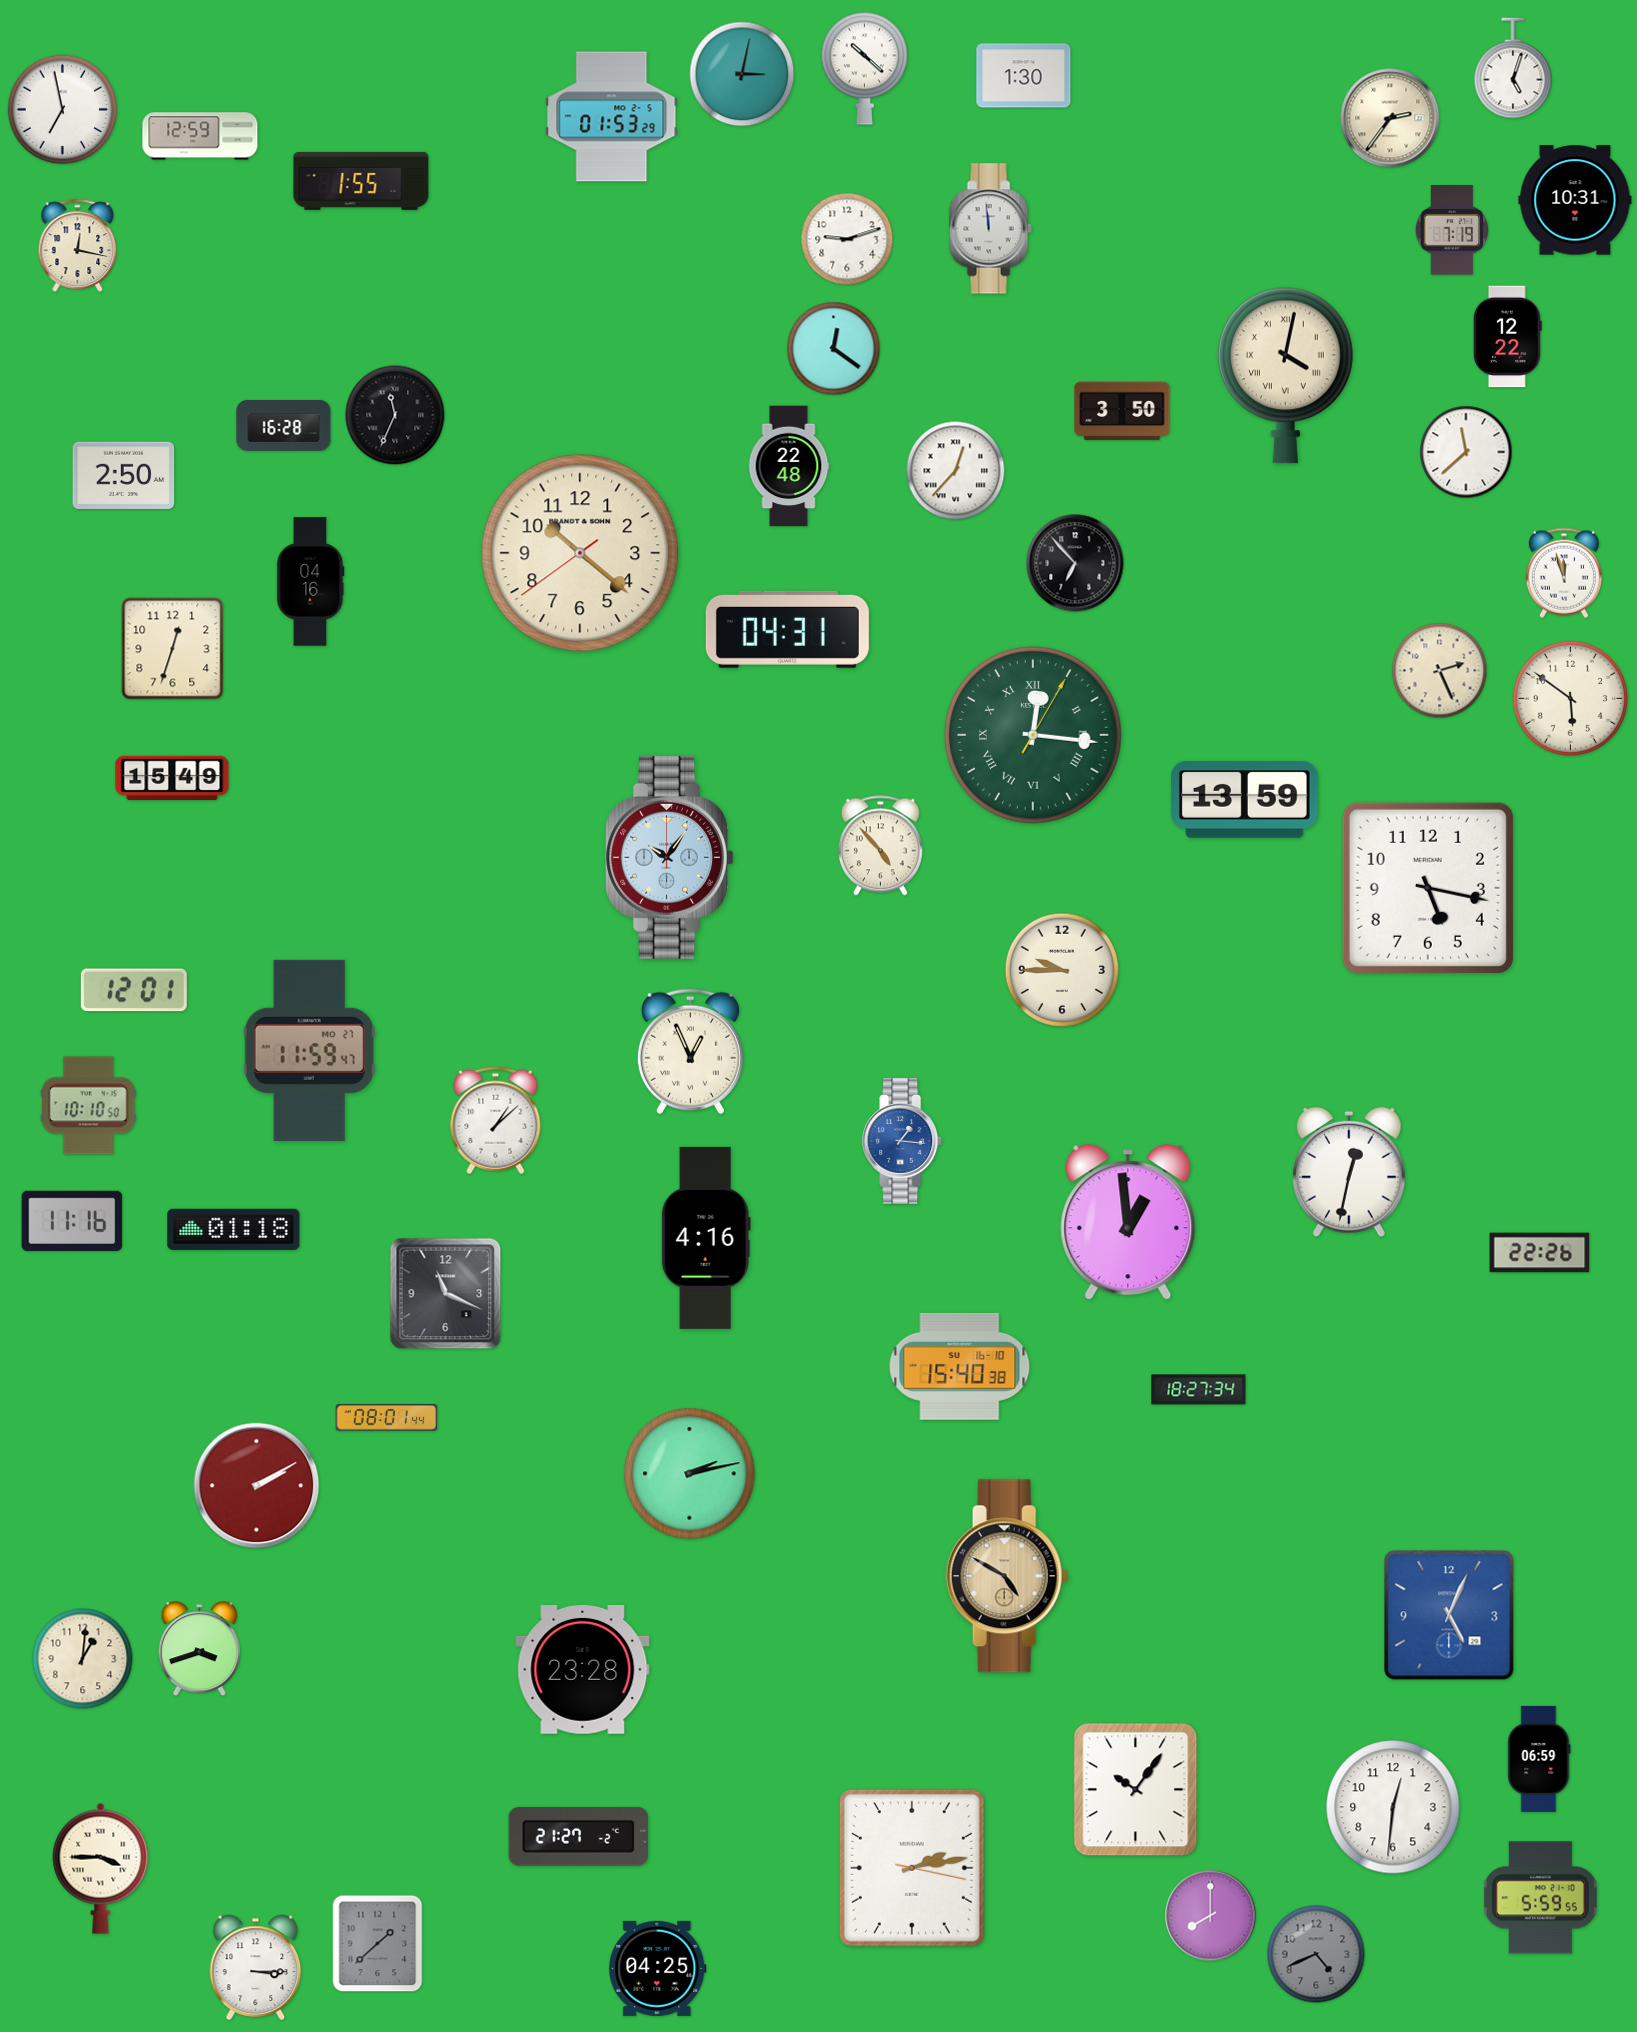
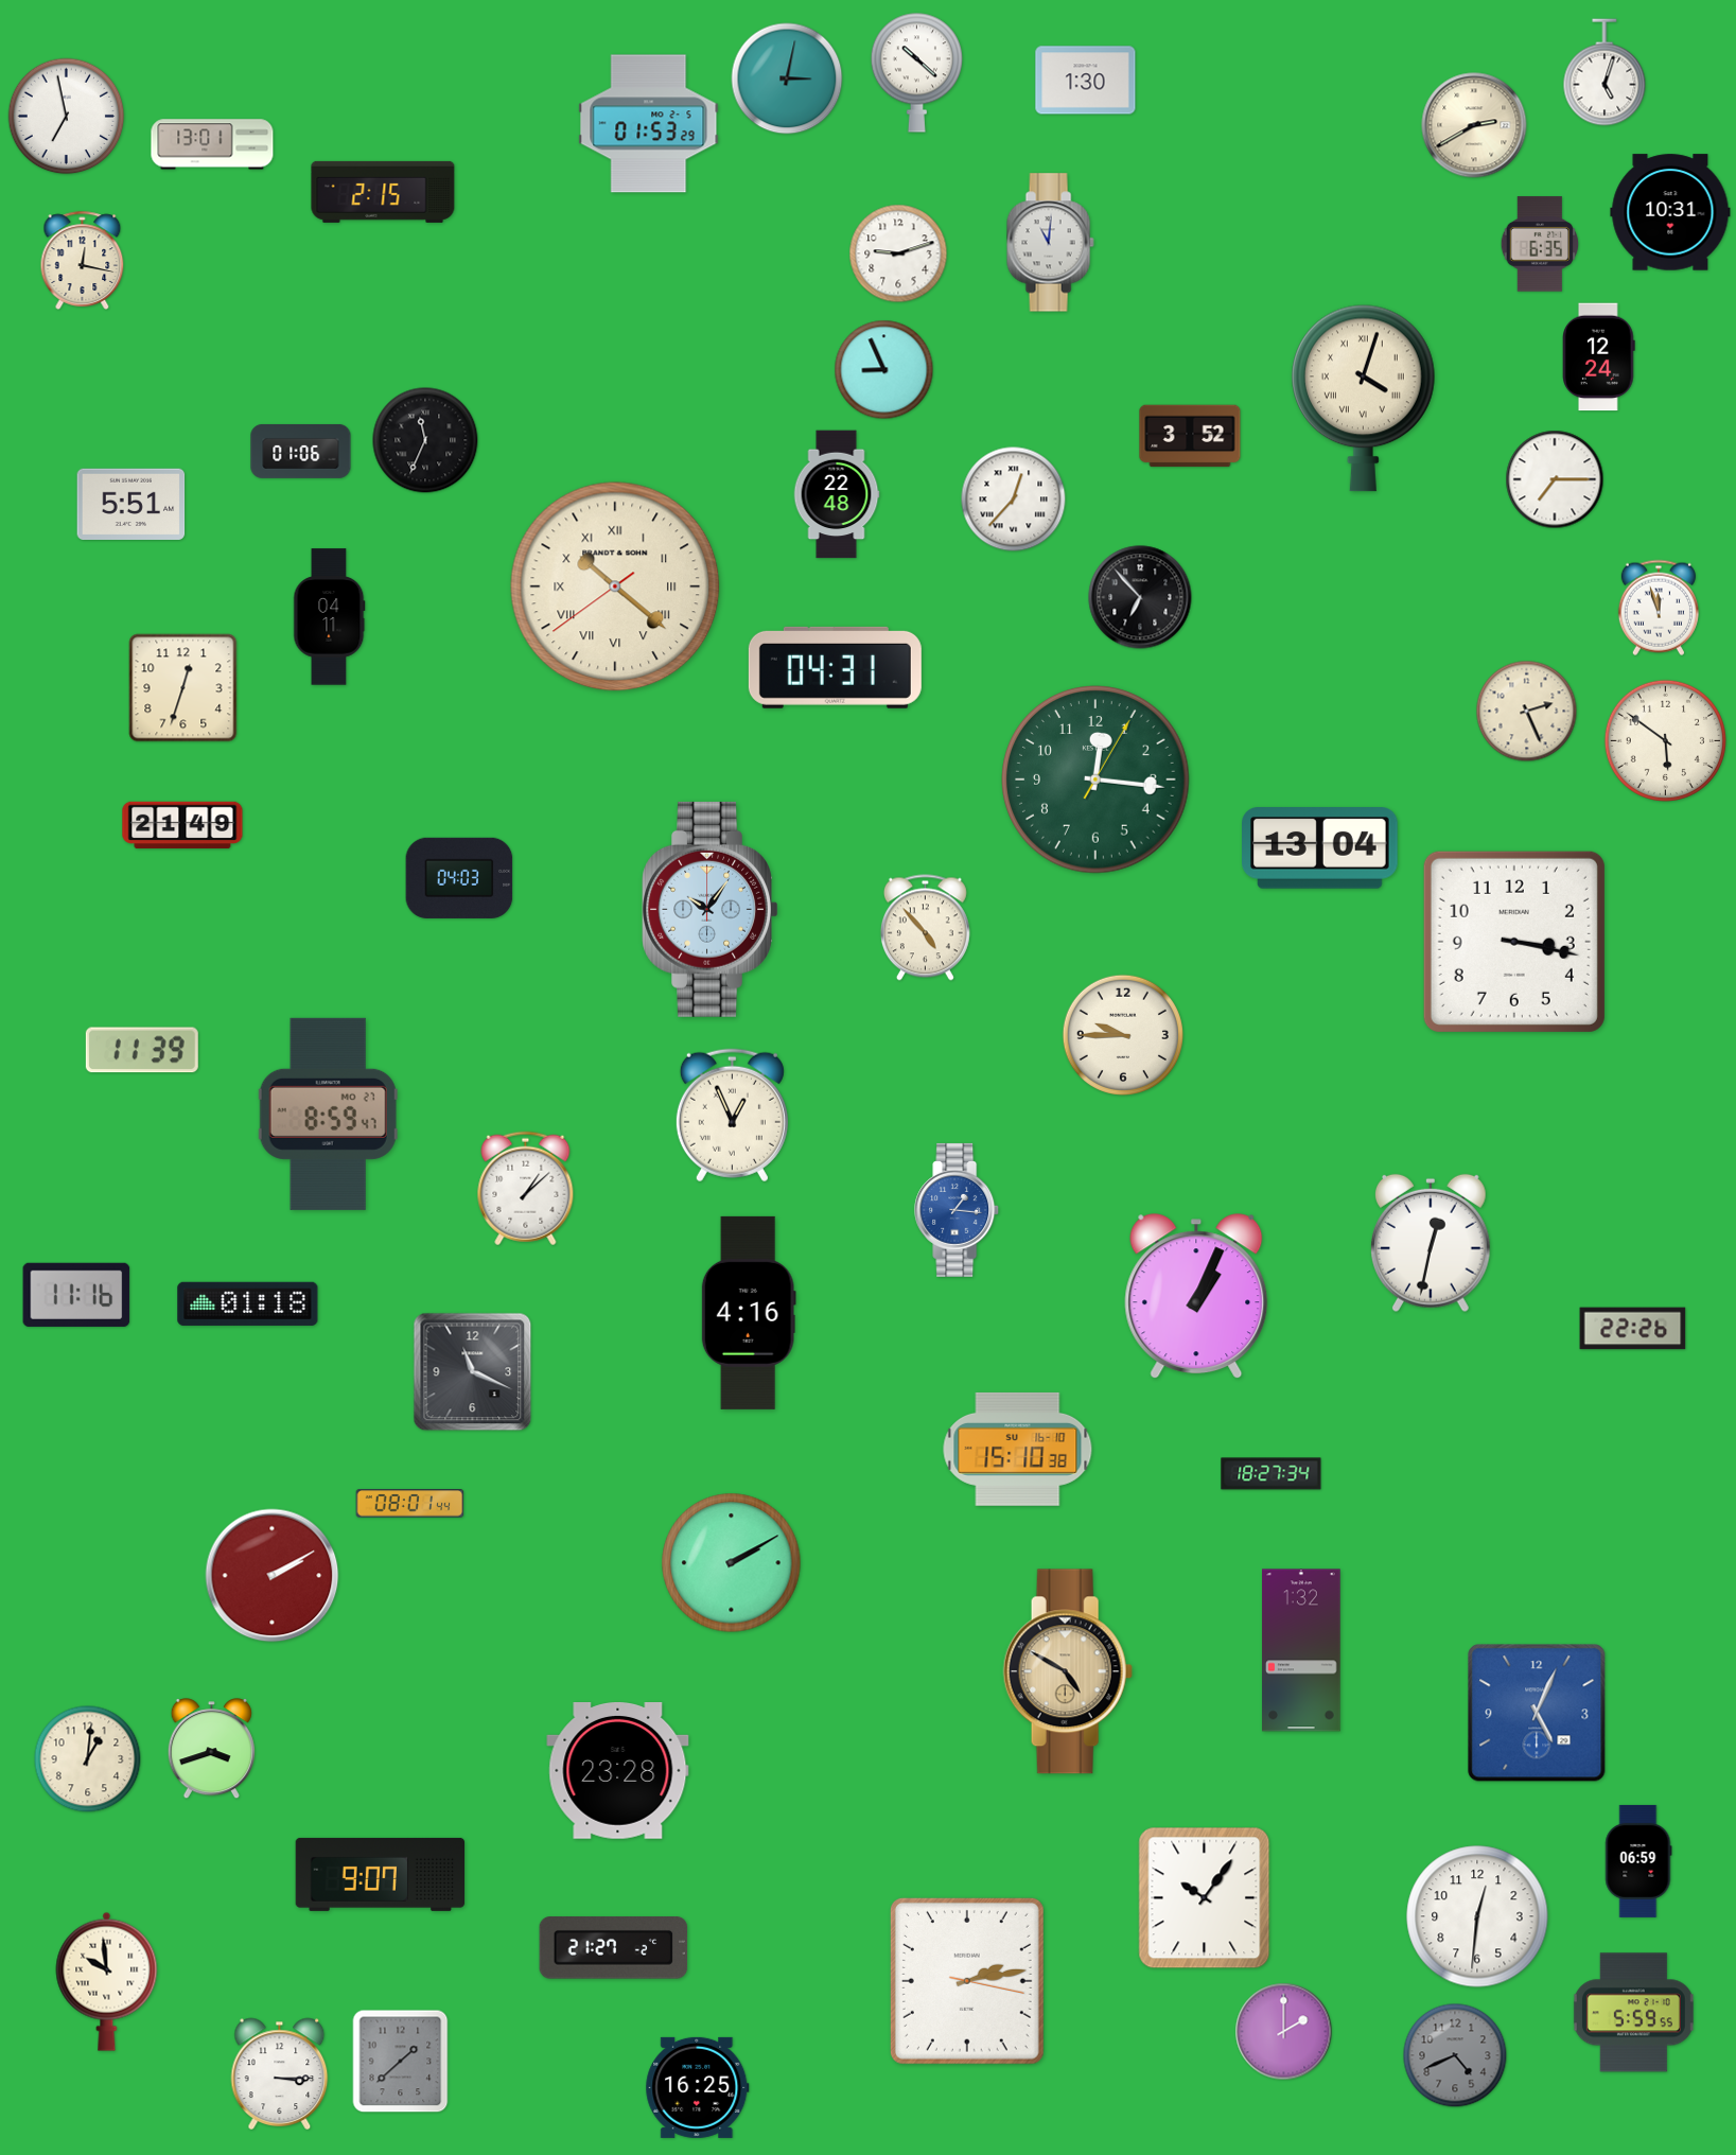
clock at (1390, 118): 2:36 -> 2:40
clock at (200, 136): 12:59 -> 13:01
clock at (361, 181): 1:55 -> 2:15
clock at (990, 229): 11:59 -> 11:01
clock at (1452, 230): 7:19 -> 6:35
clock at (1508, 337): 12:22 -> 12:24
clock at (834, 349): 12:21 -> 8:56
clock at (1285, 375): 4:02 -> 4:03
clock at (1122, 411): 3:50 -> 3:52
clock at (395, 415) position: (395, 415) -> (425, 440)
clock at (284, 426): 16:28 -> 01:06
clock at (1466, 452): 11:38 -> 7:15
clock at (124, 475): 2:50 -> 5:51
clock at (580, 553) numerals: Arabic -> Roman
clock at (311, 582): 04:16 -> 04:11
clock at (1033, 735) numerals: Roman -> Arabic
clock at (172, 778): 15:49 -> 21:49
clock at (1245, 800): 13:59 -> 13:04
clock at (459, 878): none -> 04:03
clock at (880, 846) position: (880, 846) -> (925, 928)
clock at (1428, 888): 5:17 -> 3:17
clock at (1061, 969) position: (1061, 969) -> (1122, 1034)
clock at (134, 990): 12:01 -> 11:39
clock at (309, 1050): 11:59 -> 8:59
clock at (88, 1106): 10:10 -> none
clock at (1128, 1223): 12:59 -> 1:04
clock at (960, 1366): 15:40 -> 15:10
clock at (690, 1474): 2:13 -> 2:10
clock at (1301, 1650): none -> 1:32
clock at (1539, 1759) position: (1539, 1759) -> (1638, 1861)
clock at (381, 1874): none -> 9:07
clock at (101, 1868): 3:45 -> 9:59
clock at (1211, 1916): 8:00 -> 2:00
clock at (1316, 1954) position: (1316, 1954) -> (1455, 2055)
clock at (256, 1967) position: (256, 1967) -> (280, 2073)
clock at (658, 1968): 04:25 -> 16:25
